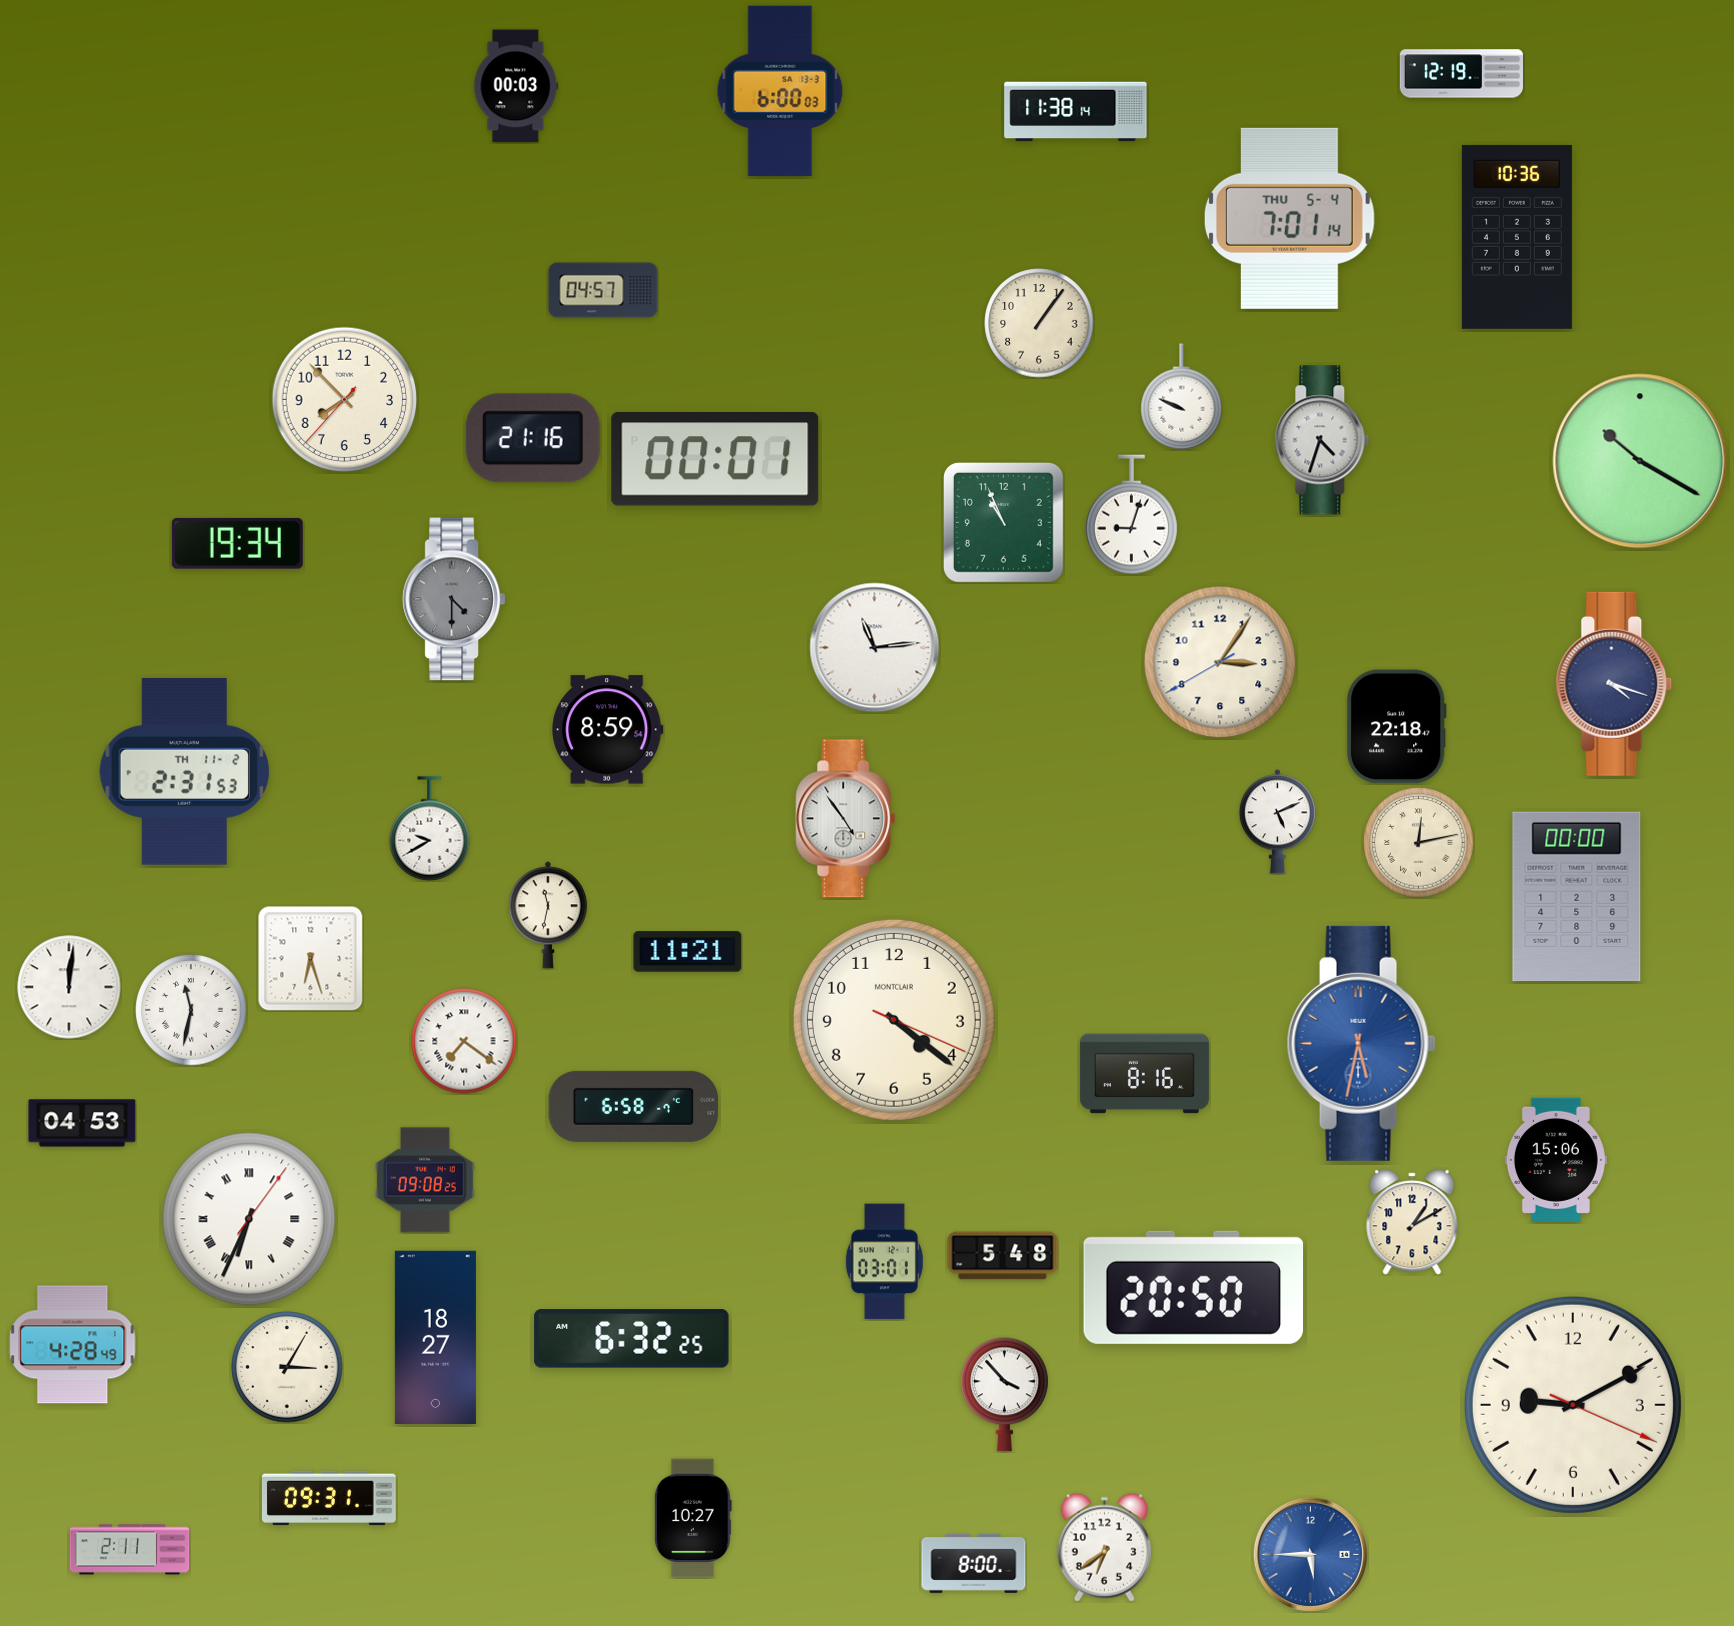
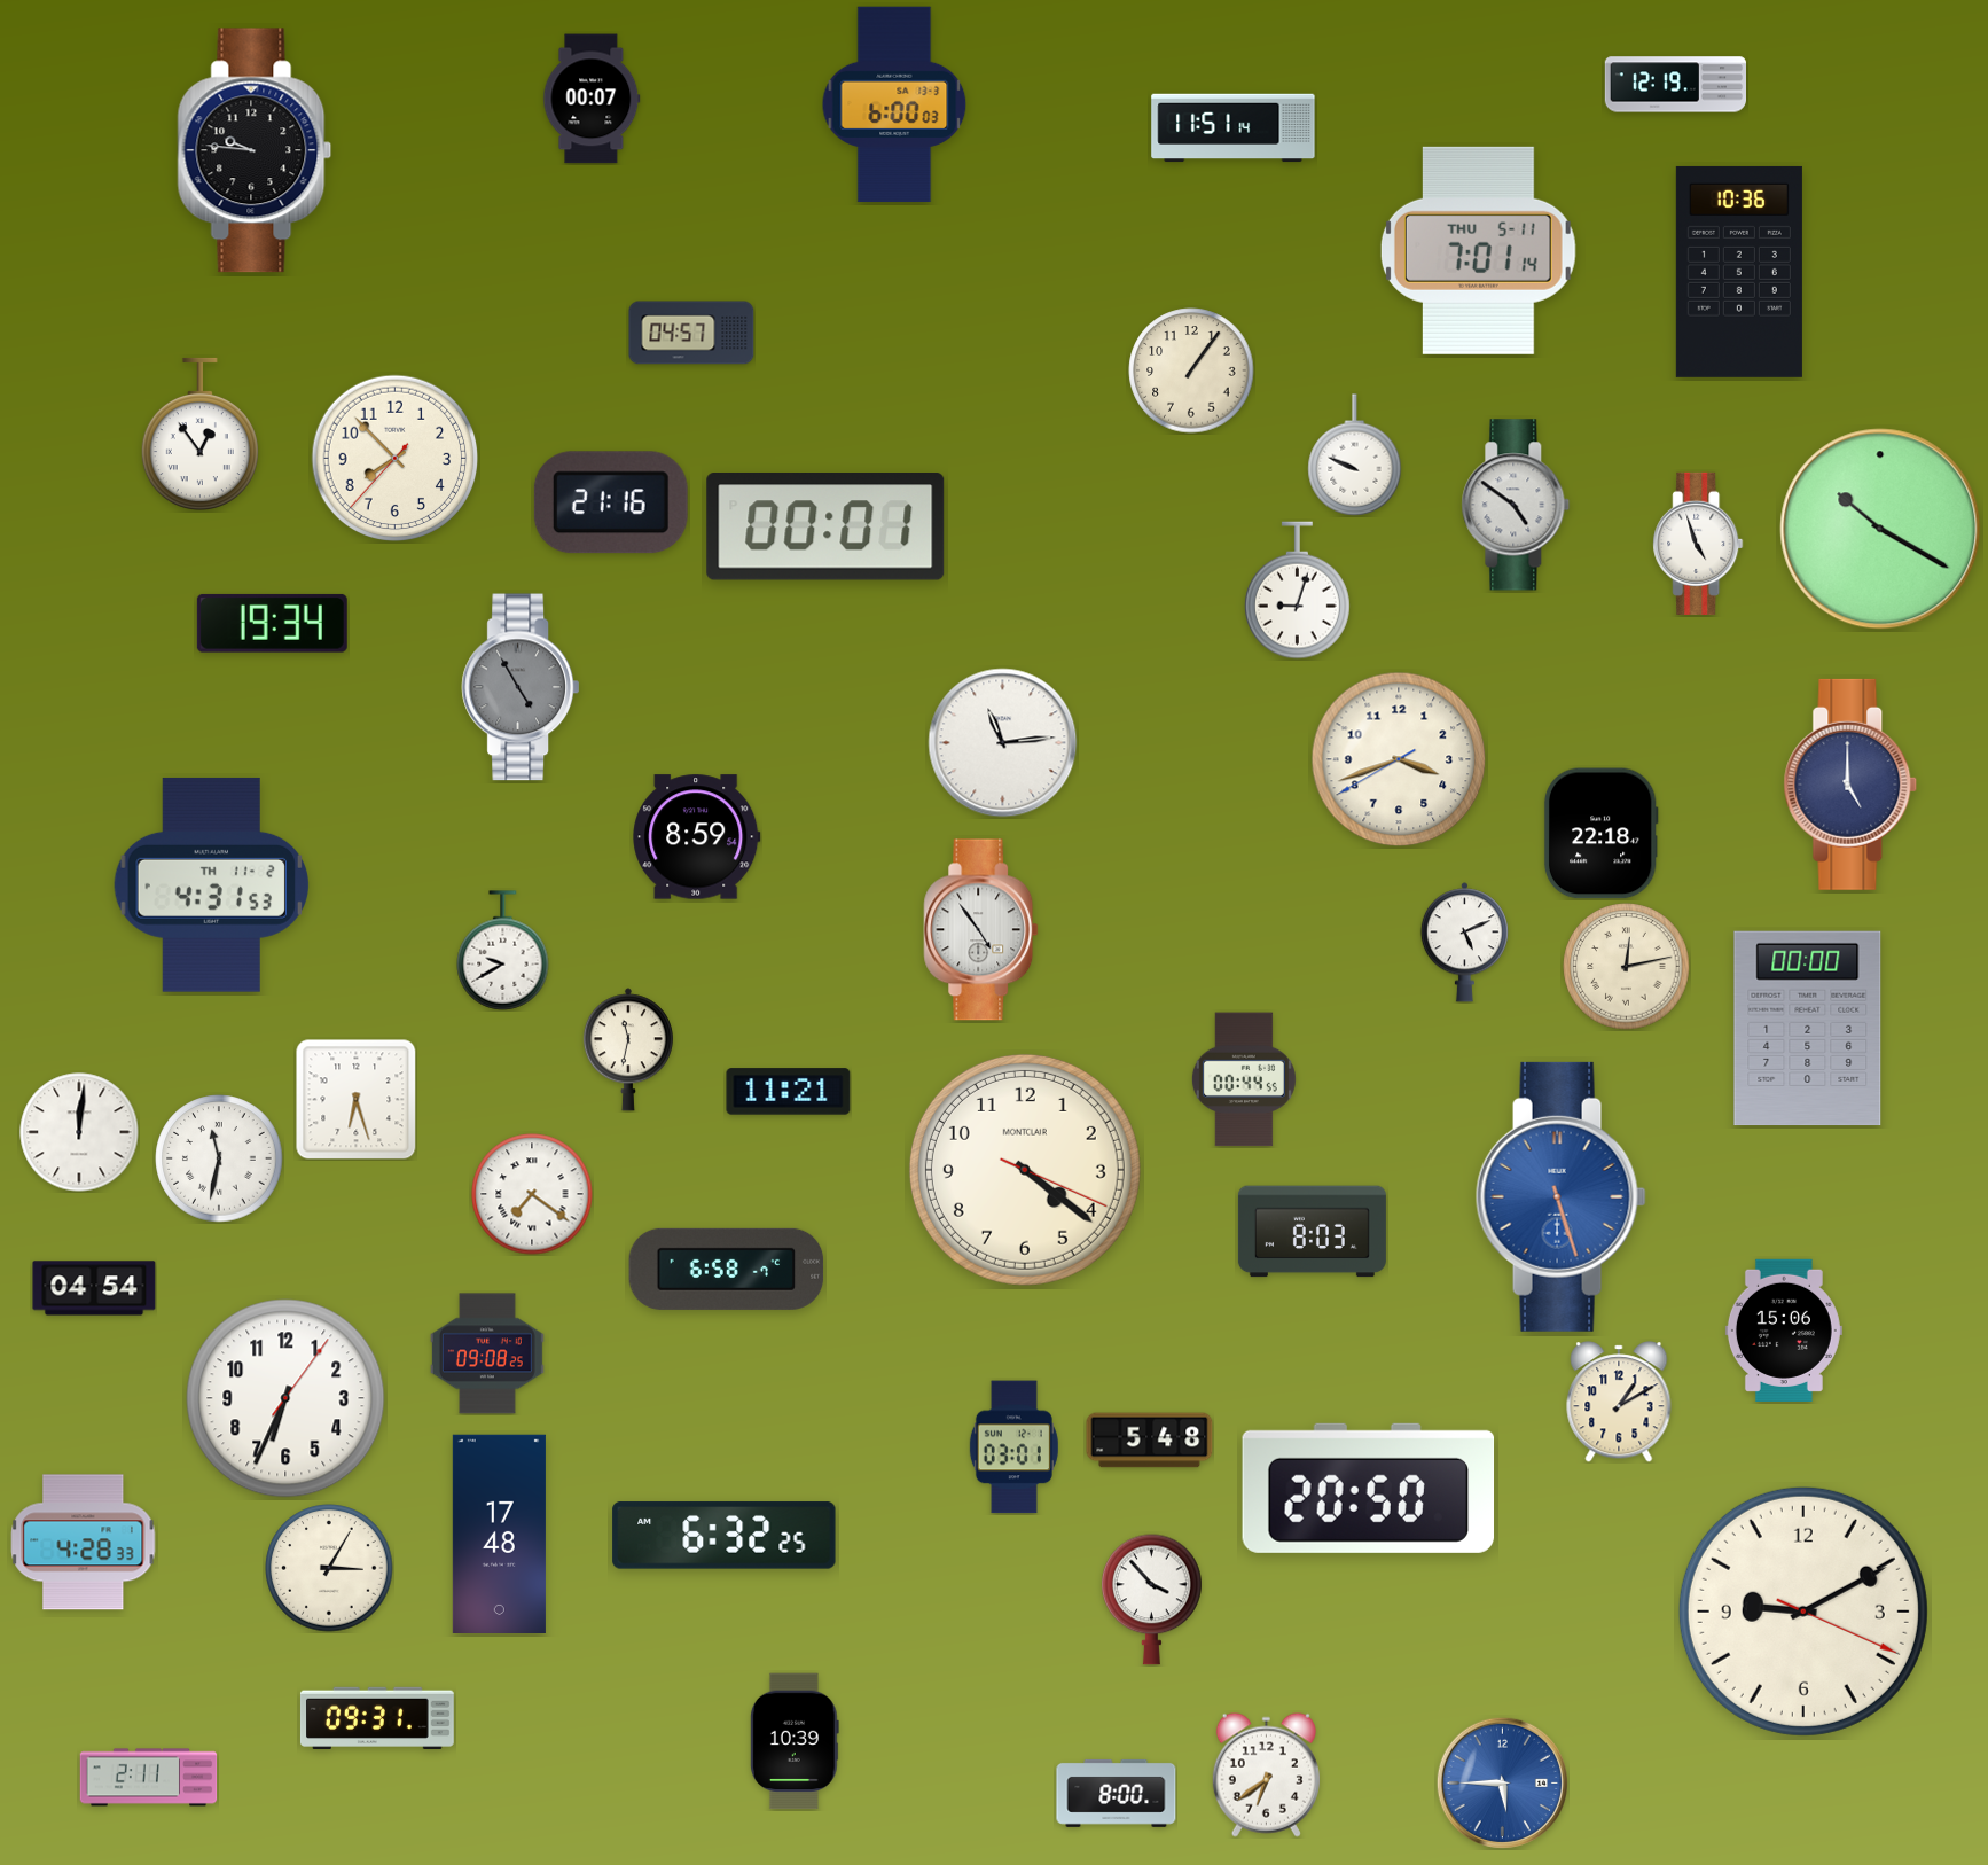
clock at (516, 86): 00:03 -> 00:07
clock at (1076, 112): 11:38 -> 11:51
clock at (255, 150): none -> 9:46
clock at (1289, 218) date: THU 5-4 -> THU 5-11
clock at (199, 435): none -> 12:54
clock at (1322, 440): 4:33 -> 4:51
clock at (715, 460) position: (715, 460) -> (825, 528)
clock at (1698, 544): none -> 4:57
clock at (1003, 522): 10:56 -> none
clock at (453, 599): 4:30 -> 4:55
clock at (1220, 662): 3:05 -> 3:41
clock at (1614, 684): 4:18 -> 5:00
clock at (184, 771): 2:31 -> 4:31
clock at (846, 819) position: (846, 819) -> (981, 930)
clock at (430, 829) position: (430, 829) -> (503, 951)
clock at (1244, 1079): none -> 00:44
clock at (1361, 1043): 5:32 -> 5:27
clock at (1144, 1074): 8:16 -> 8:03
clock at (82, 1123): 04:53 -> 04:54
clock at (249, 1219) numerals: Roman -> Arabic
clock at (1194, 1287) position: (1194, 1287) -> (1369, 1488)
clock at (435, 1337): 18:27 -> 17:48
clock at (73, 1345): 4:28:49 -> 4:28:33
clock at (693, 1518): 10:27 -> 10:39
